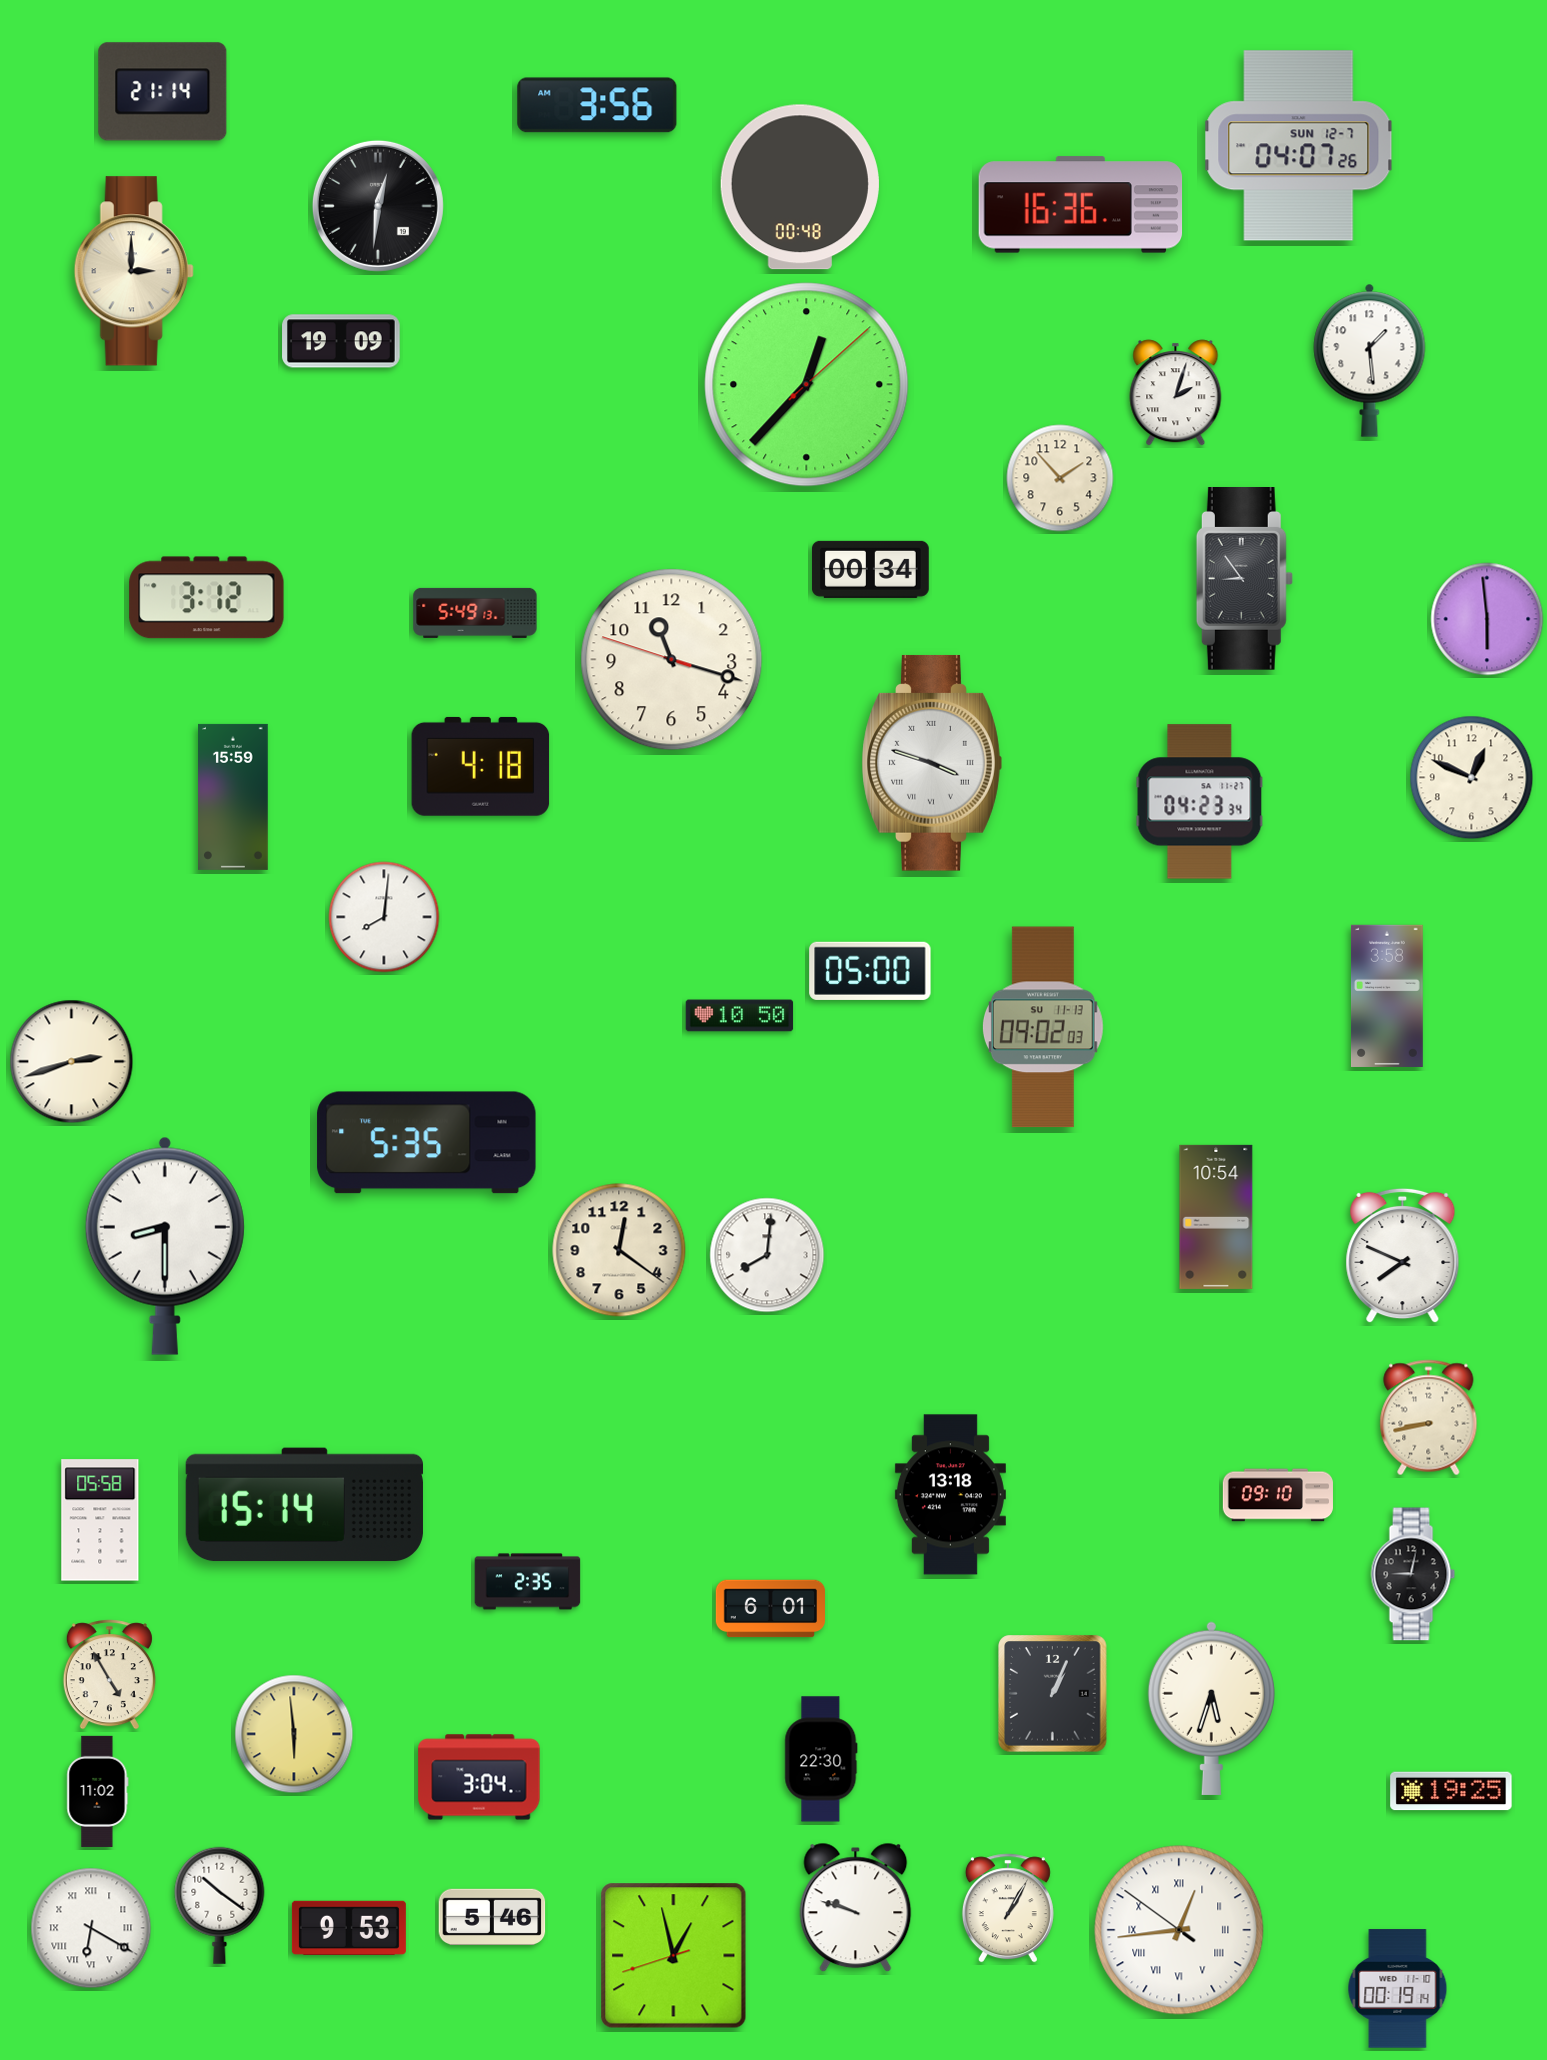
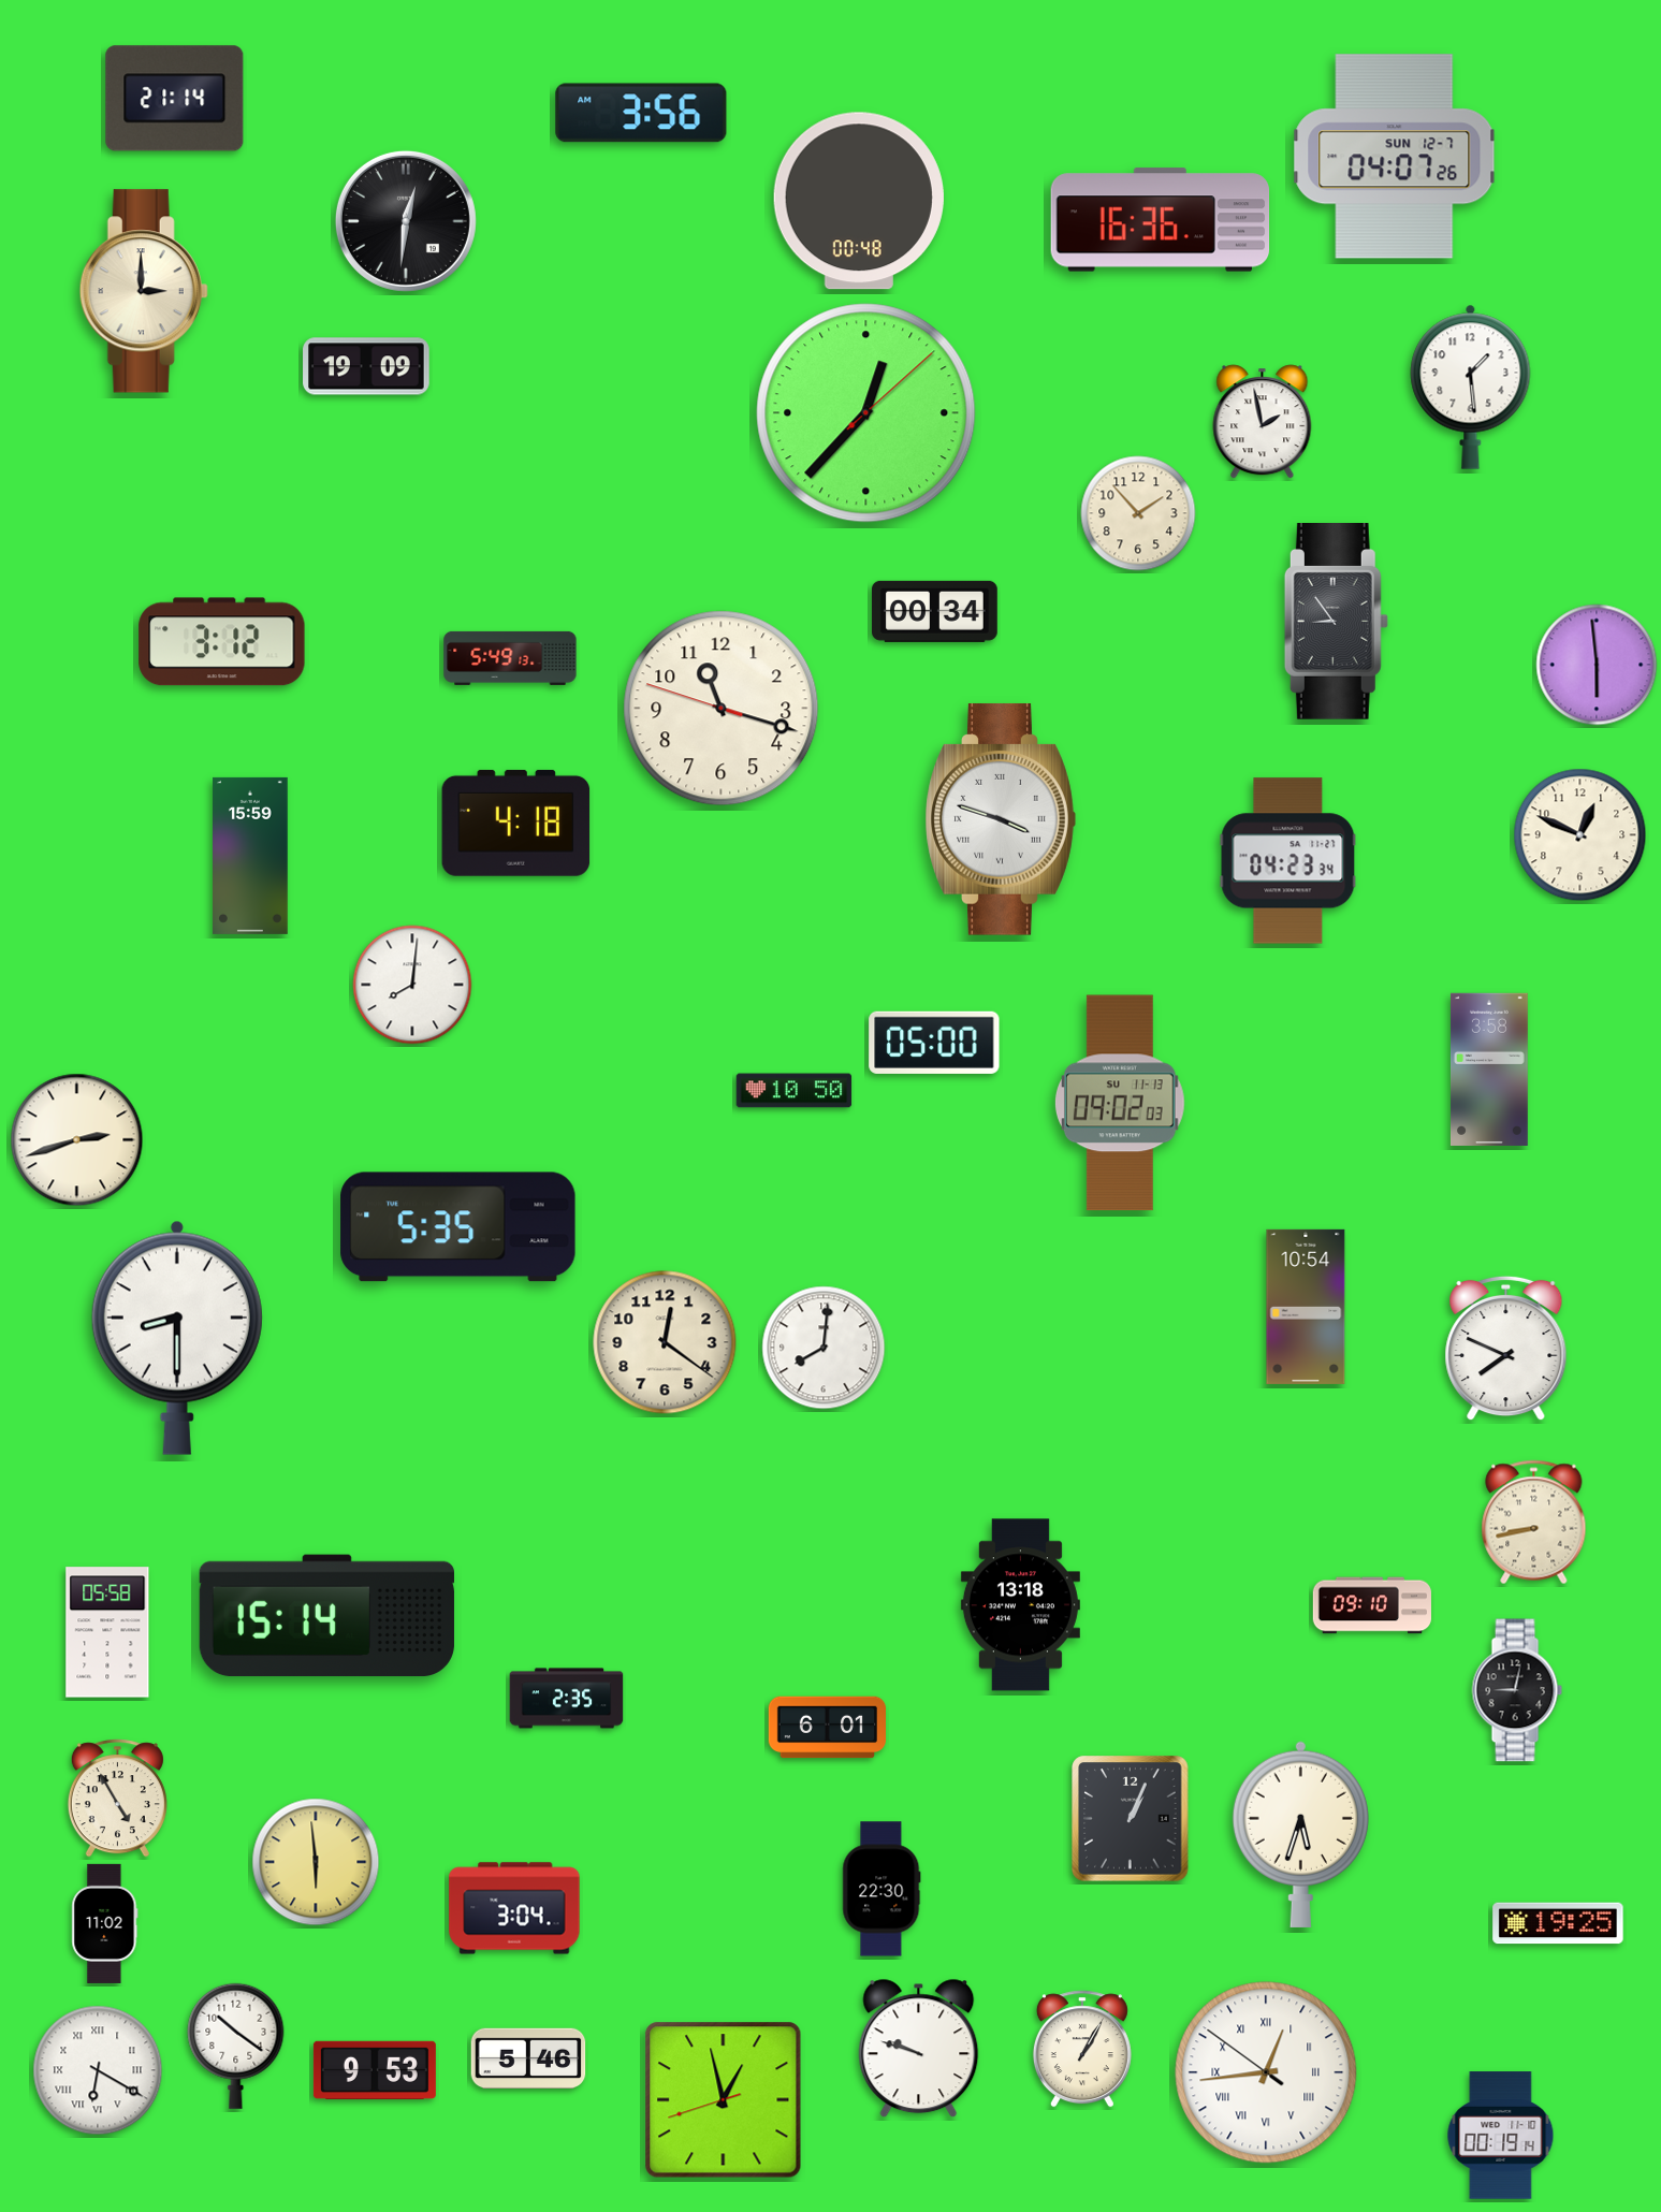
clock at (1176, 393): 2:03 -> 1:58
